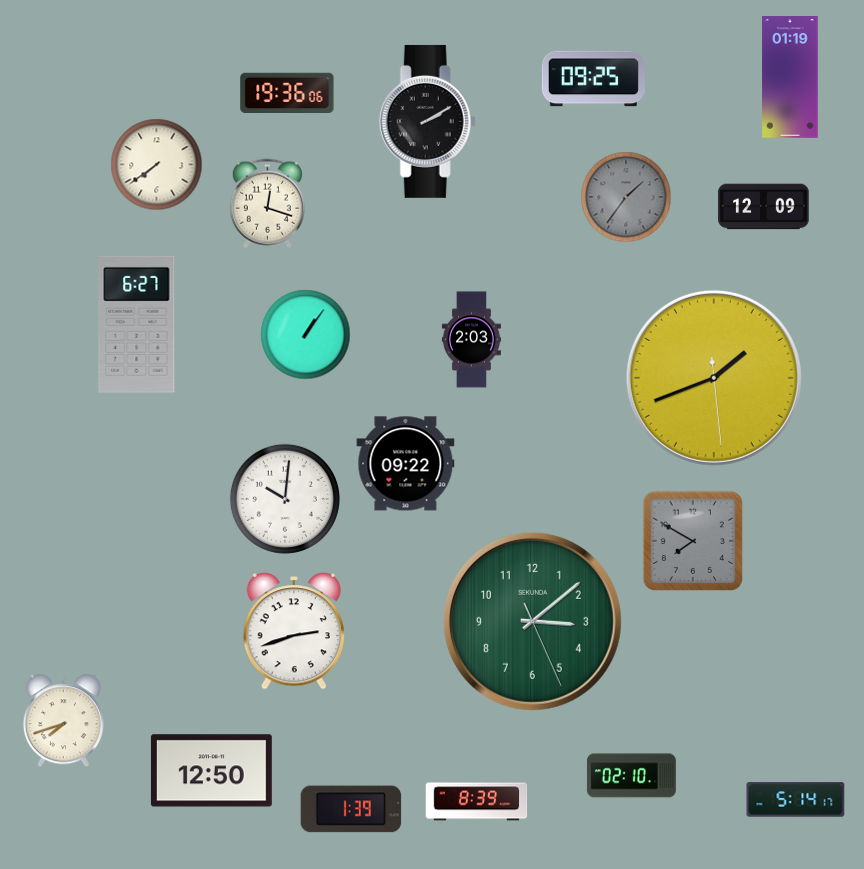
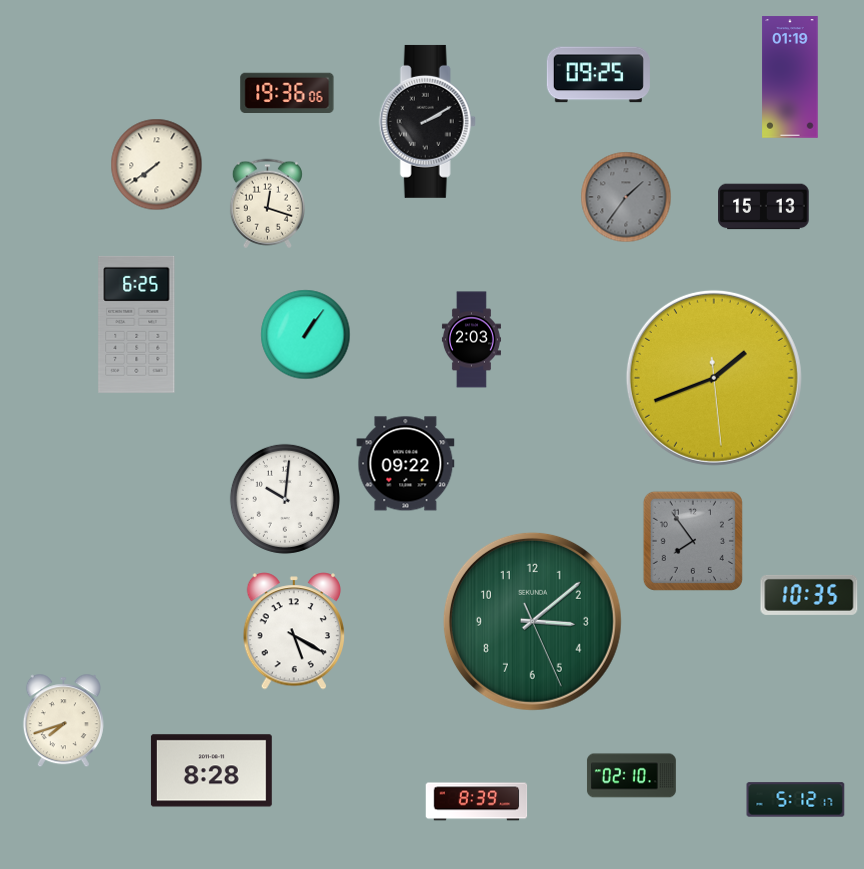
clock at (593, 79) position: (593, 79) -> (598, 75)
clock at (764, 207): 12:09 -> 15:13
clock at (137, 324): 6:27 -> 6:25
clock at (693, 541): 7:50 -> 7:54
clock at (809, 595): none -> 10:35
clock at (293, 631): 2:42 -> 5:20
clock at (211, 771): 12:50 -> 8:28
clock at (796, 800): 5:14 -> 5:12
clock at (351, 809): 1:39 -> none
